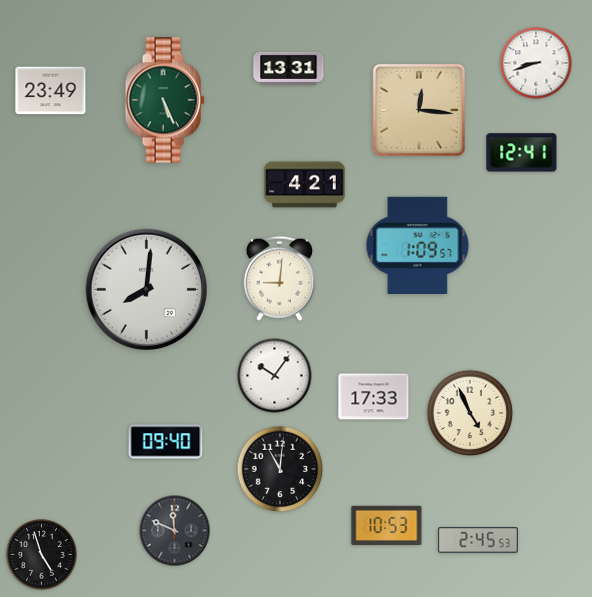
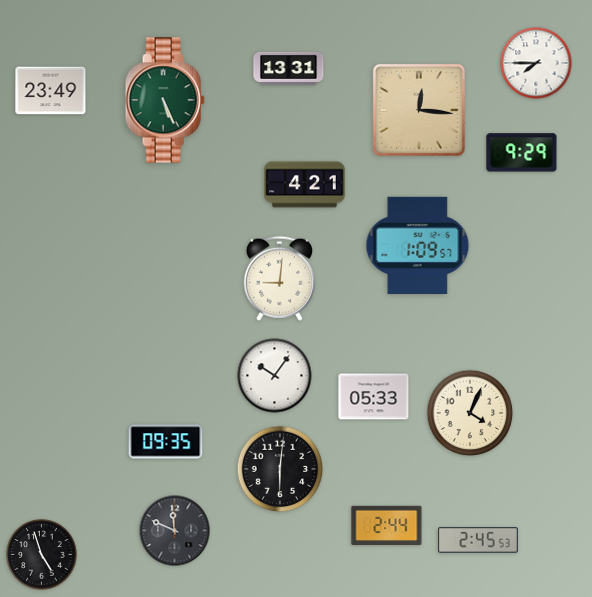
clock at (536, 63): 8:42 -> 7:45
clock at (522, 153): 12:41 -> 9:29
clock at (146, 289): 8:01 -> none
clock at (374, 397): 17:33 -> 05:33
clock at (470, 413): 4:56 -> 4:04
clock at (166, 442): 09:40 -> 09:35
clock at (280, 469): 11:01 -> 6:01
clock at (387, 525): 10:53 -> 2:44
